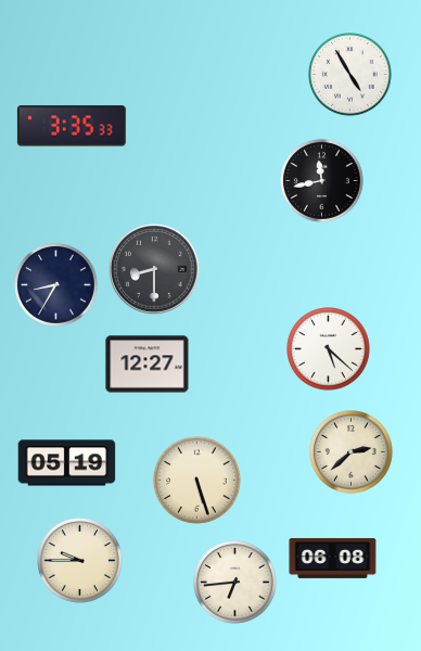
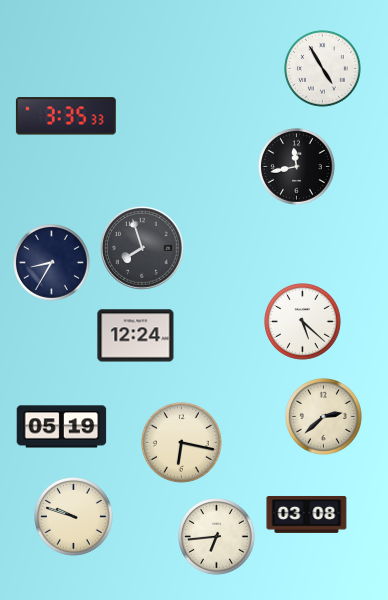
clock at (154, 269): 8:30 -> 7:57
clock at (148, 365): 12:27 -> 12:24
clock at (196, 480): 5:27 -> 6:17
clock at (333, 558): 06:08 -> 03:08
clock at (80, 561): 9:45 -> 9:48
